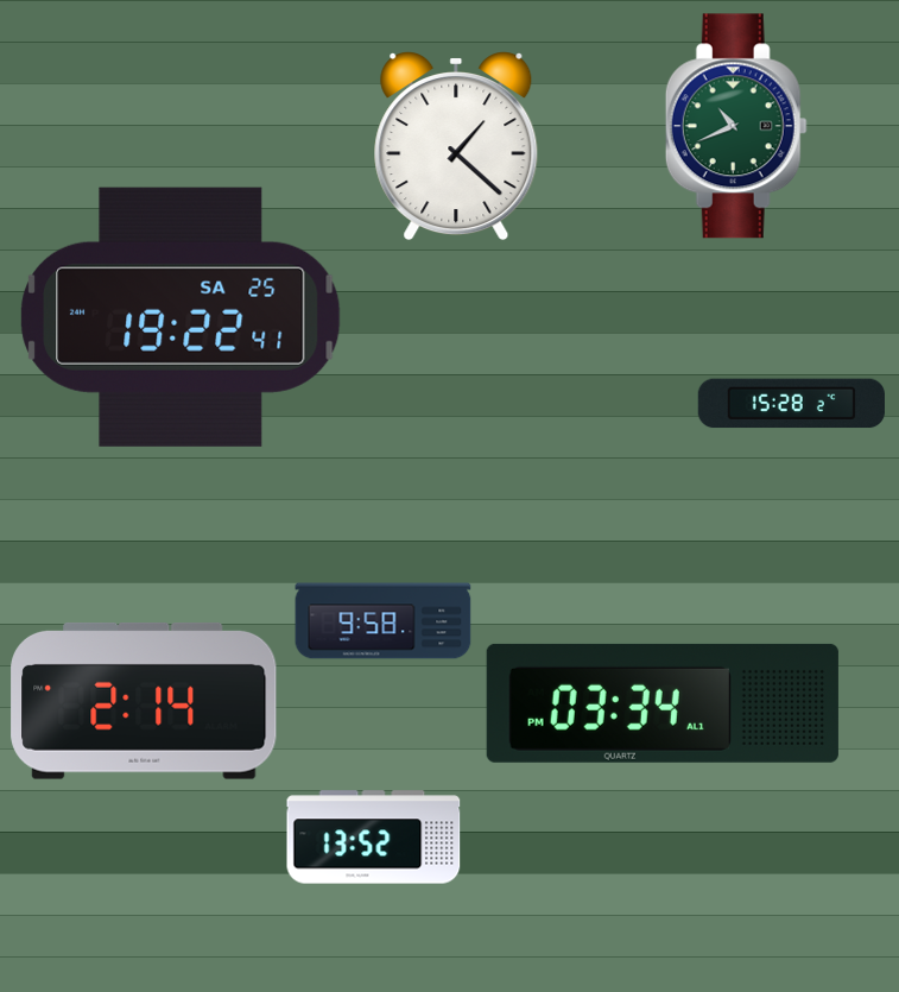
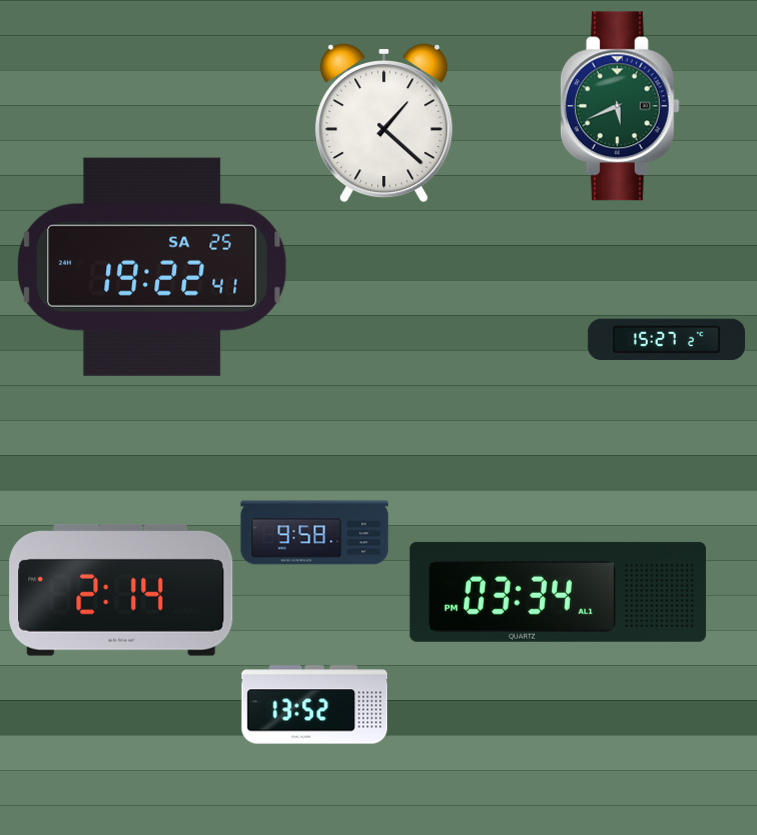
clock at (736, 126): 10:41 -> 5:41
clock at (791, 404): 15:28 -> 15:27
clock at (384, 621) position: (384, 621) -> (315, 533)
